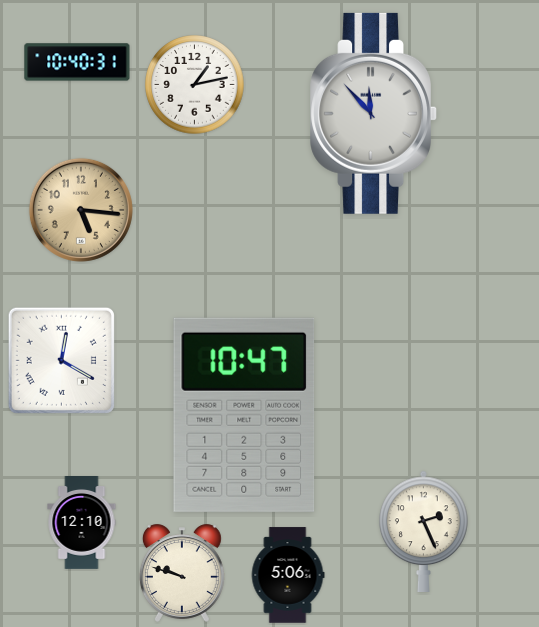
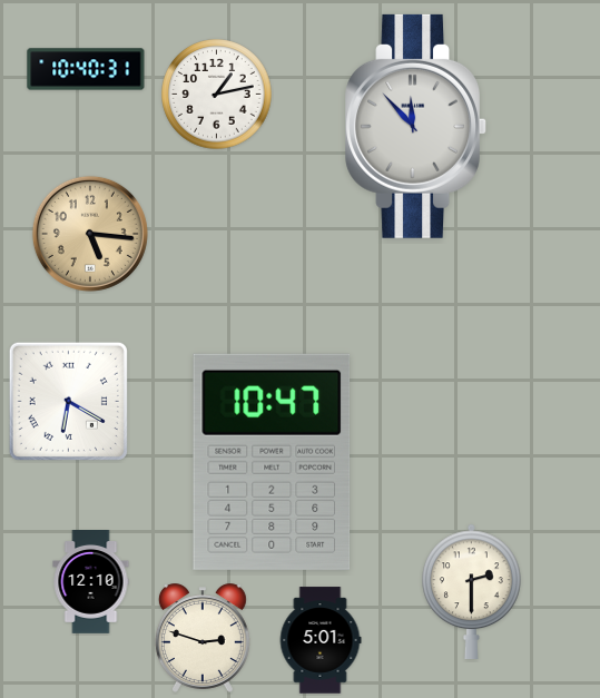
clock at (61, 360): 12:20 -> 6:20
clock at (424, 531): 2:26 -> 2:30
clock at (182, 573): 9:48 -> 2:48
clock at (288, 575): 5:06 -> 5:01
